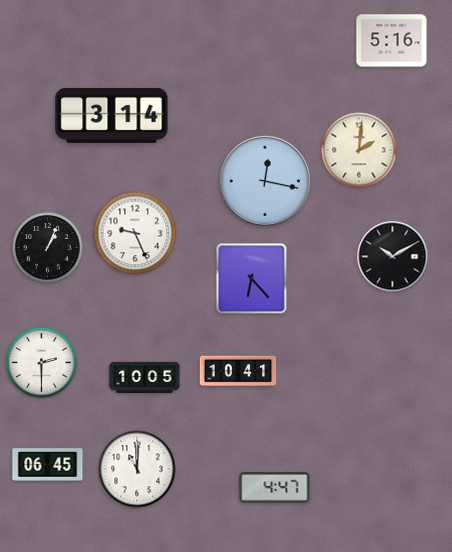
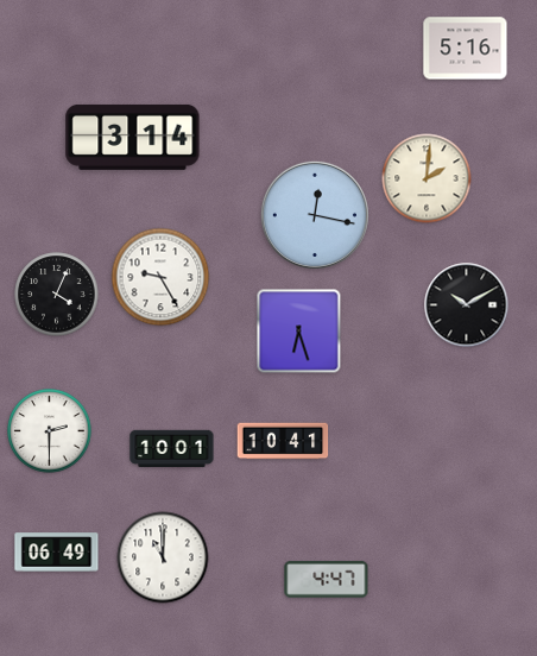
clock at (135, 233): 9:26 -> 9:25
clock at (48, 248): 1:04 -> 4:04
clock at (252, 279): 6:23 -> 6:27
clock at (145, 377): 10:05 -> 10:01
clock at (48, 465): 06:45 -> 06:49
